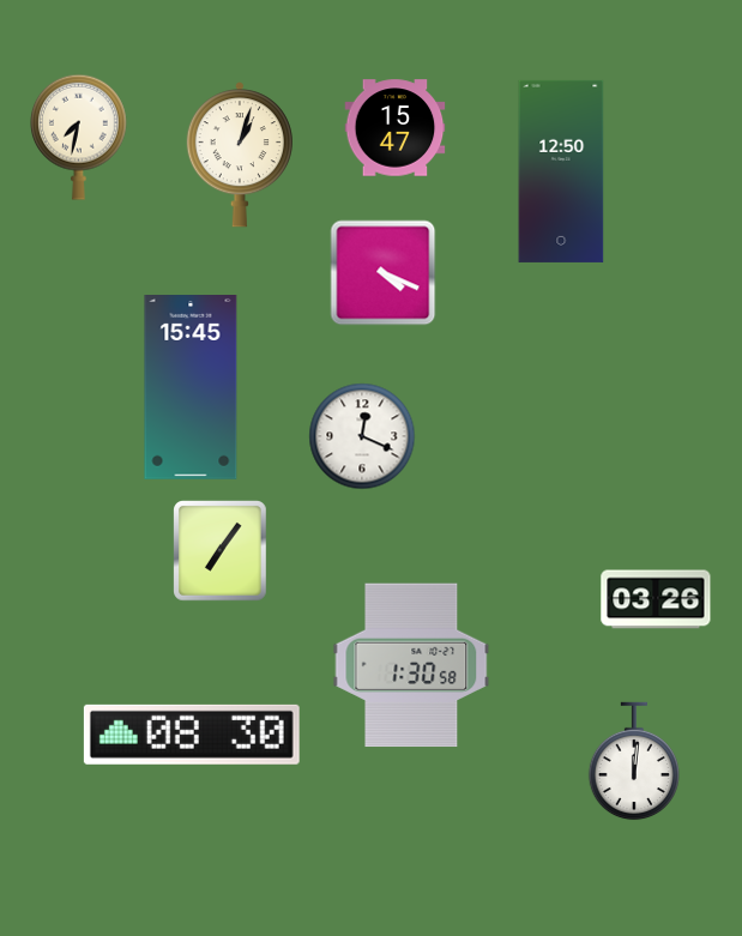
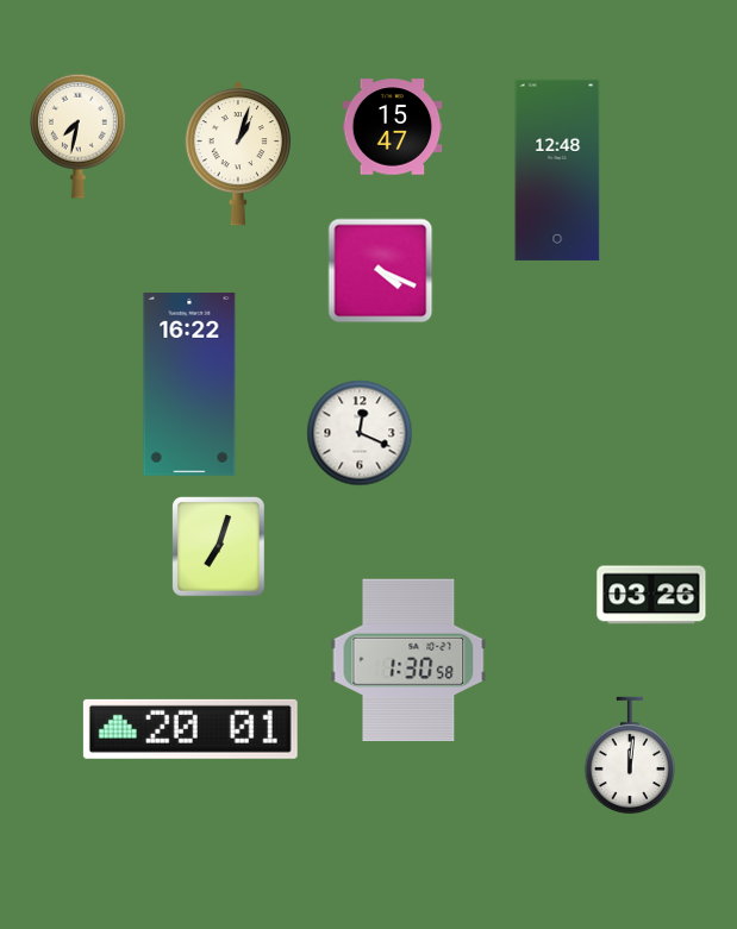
clock at (561, 171): 12:50 -> 12:48
clock at (191, 388): 15:45 -> 16:22
clock at (221, 551): 7:06 -> 7:03
clock at (192, 735): 08:30 -> 20:01
